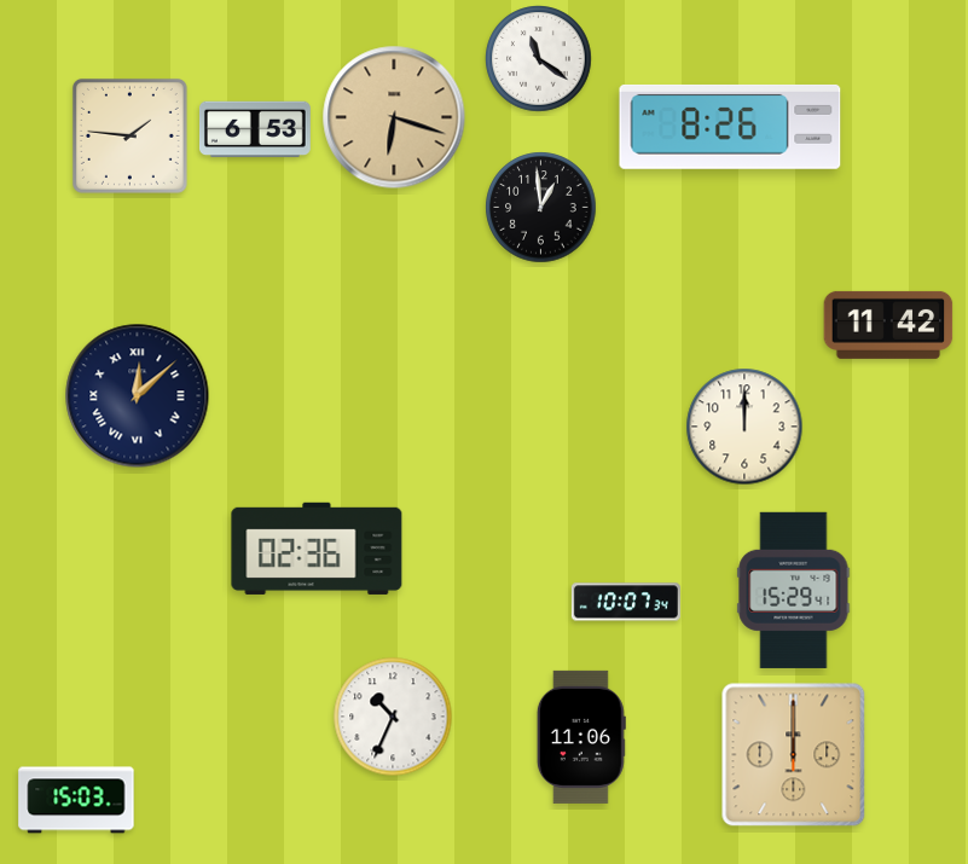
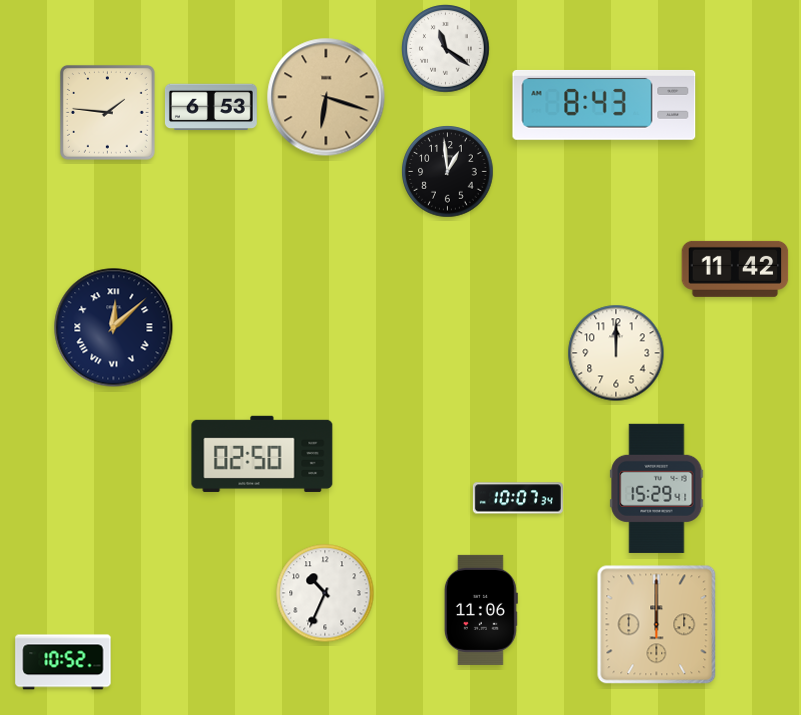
clock at (730, 127): 8:26 -> 8:43
clock at (317, 549): 02:36 -> 02:50
clock at (76, 800): 15:03 -> 10:52
